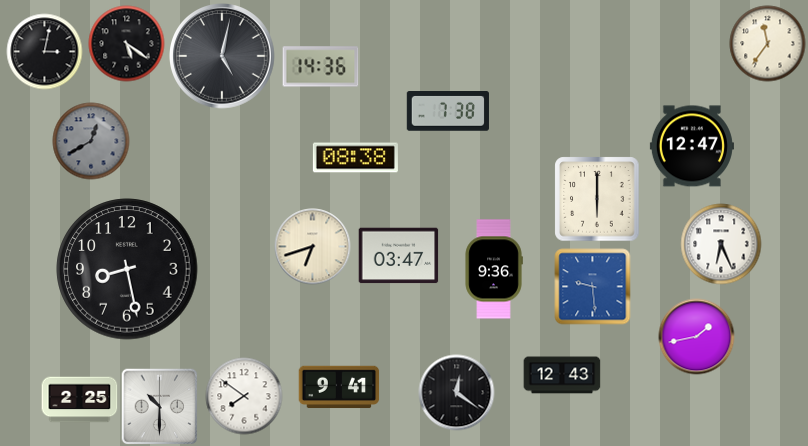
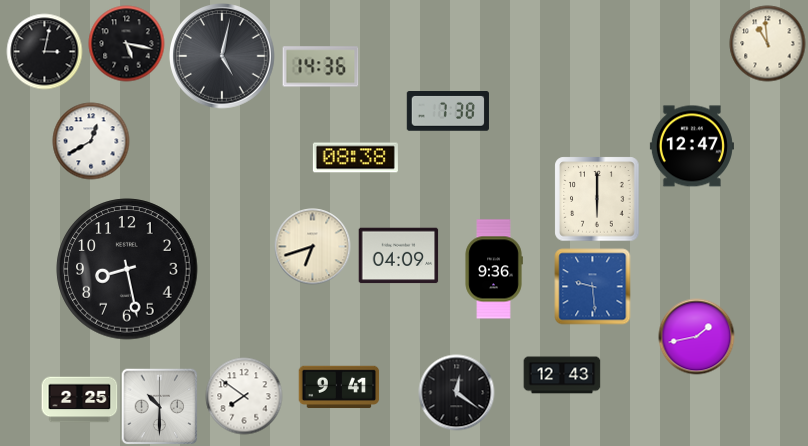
clock at (127, 44): 5:21 -> 5:17
clock at (768, 44): 11:36 -> 10:59
clock at (91, 141) dial: grey -> white
clock at (721, 244): 6:26 -> none
clock at (399, 256): 03:47 -> 04:09
